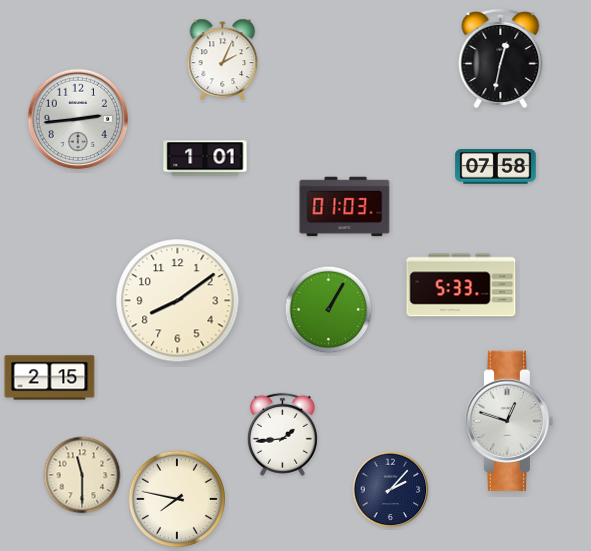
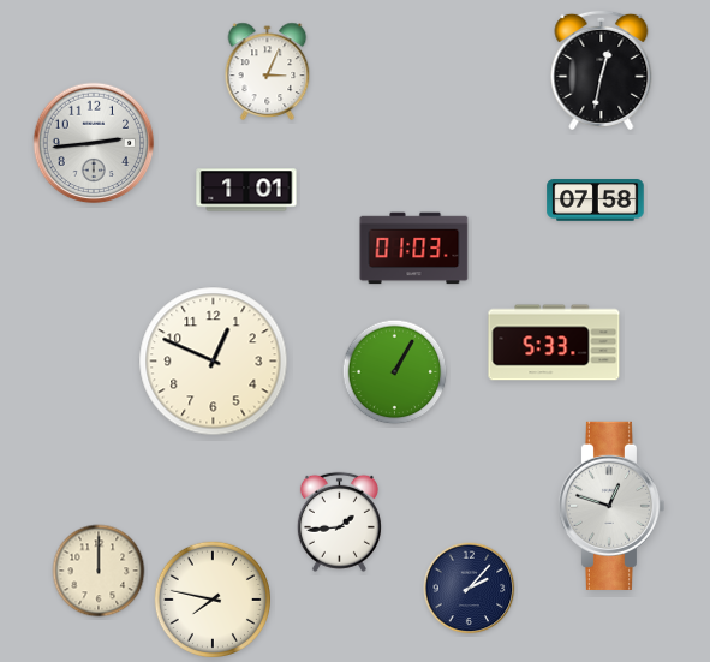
clock at (223, 60): 2:04 -> 3:04
clock at (178, 301): 8:09 -> 12:49
clock at (50, 378): 2:15 -> none
clock at (82, 475): 11:30 -> 12:00
